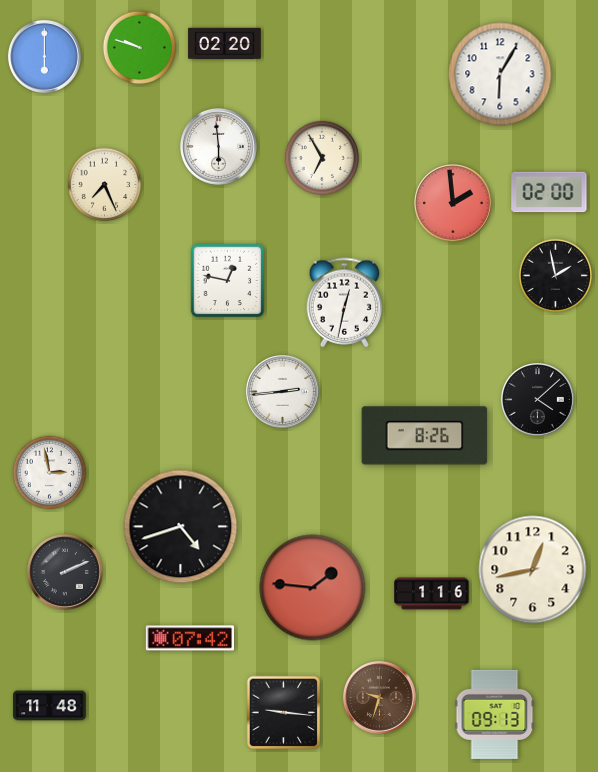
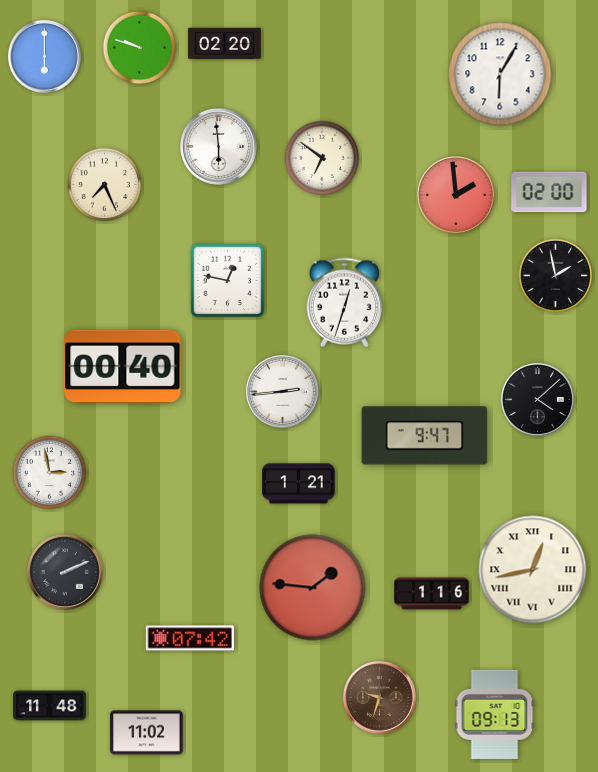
clock at (322, 158): 6:55 -> 6:51
clock at (454, 204) position: (454, 204) -> (457, 196)
clock at (345, 303): 12:32 -> 12:33
clock at (123, 367): none -> 00:40
clock at (425, 436): 8:26 -> 9:47
clock at (299, 484): none -> 1:21
clock at (181, 527): 4:42 -> none
clock at (533, 570) numerals: Arabic -> Roman
clock at (284, 713): 9:16 -> none
clock at (147, 733): none -> 11:02
